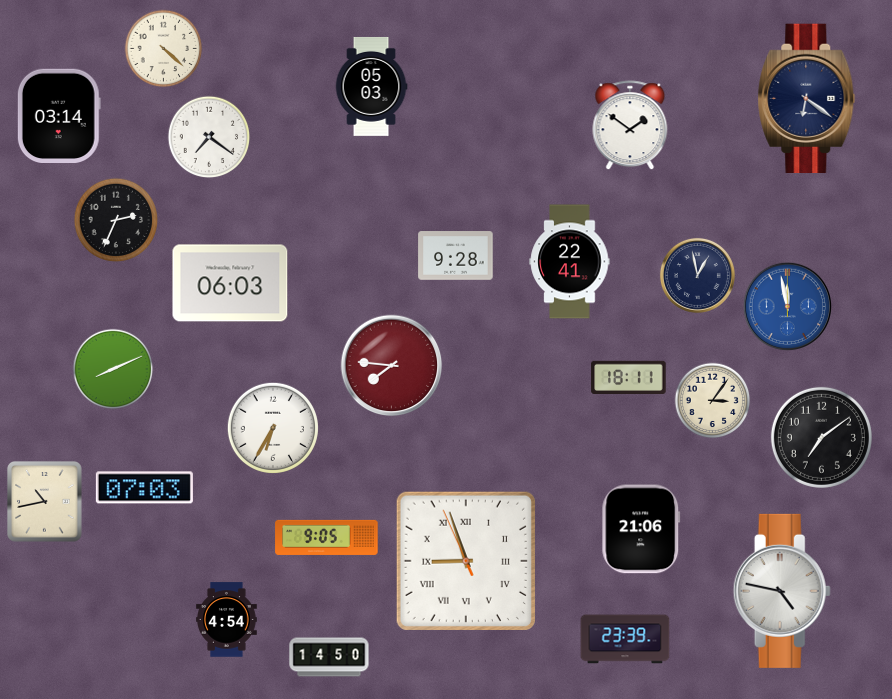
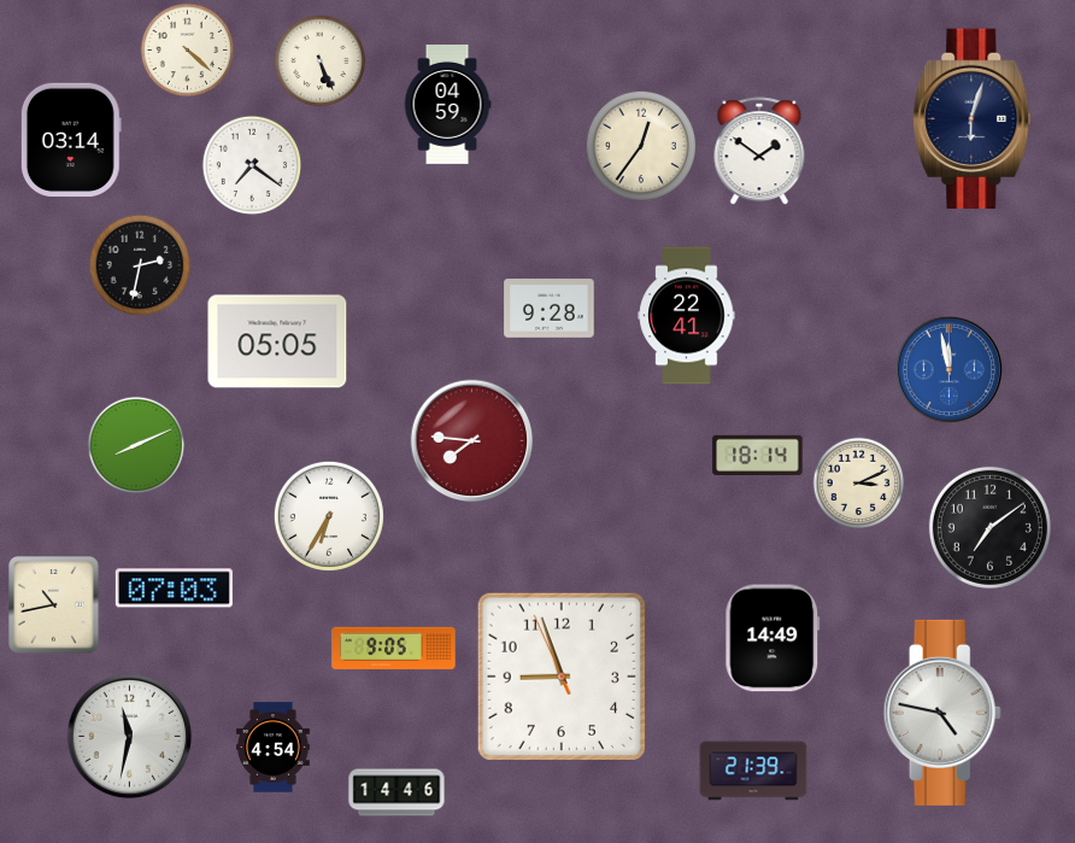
clock at (164, 49) position: (164, 49) -> (188, 51)
clock at (321, 62): none -> 5:26
clock at (371, 86): 05:03 -> 04:59
clock at (807, 98): 6:21 -> 6:03
clock at (641, 146): none -> 12:36
clock at (116, 220): 2:34 -> 2:32
clock at (697, 275): 12:58 -> none
clock at (230, 283): 06:03 -> 05:05
clock at (629, 377): 18:11 -> 18:14
clock at (713, 401): 3:06 -> 3:11
clock at (641, 529): 21:06 -> 14:49
clock at (466, 561) numerals: Roman -> Arabic
clock at (130, 737): none -> 11:32
clock at (625, 639): 23:39 -> 21:39
clock at (329, 657): 14:50 -> 14:46
